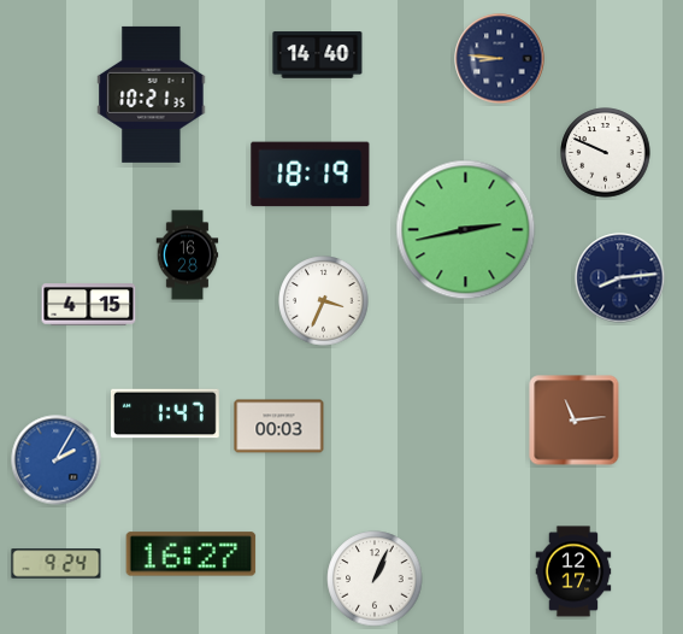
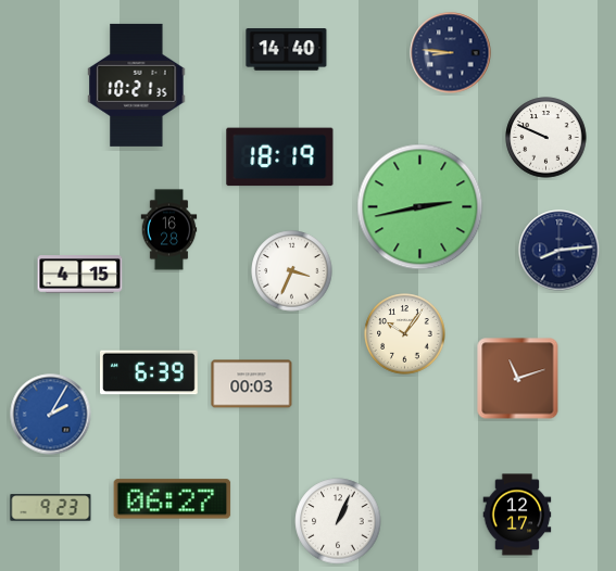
clock at (405, 334): none -> 10:06
clock at (166, 413): 1:47 -> 6:39
clock at (575, 421): 11:14 -> 11:12
clock at (192, 554): 16:27 -> 06:27
clock at (57, 564): 9:24 -> 9:23
